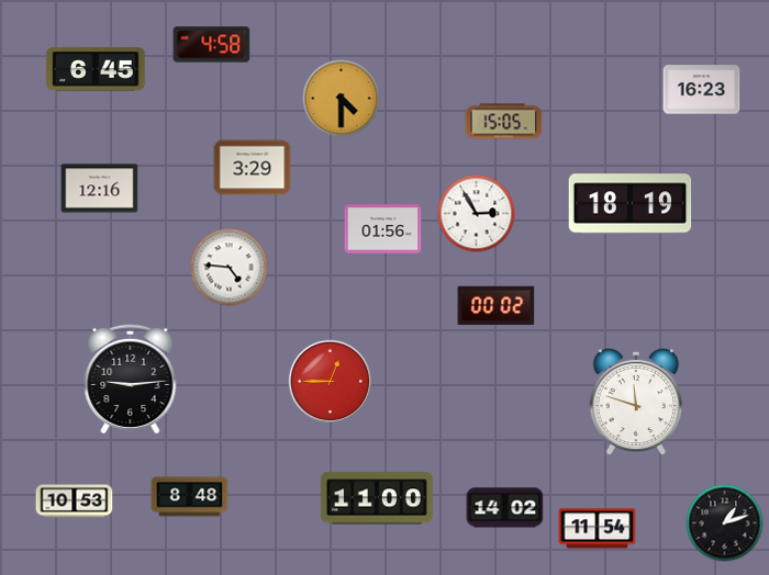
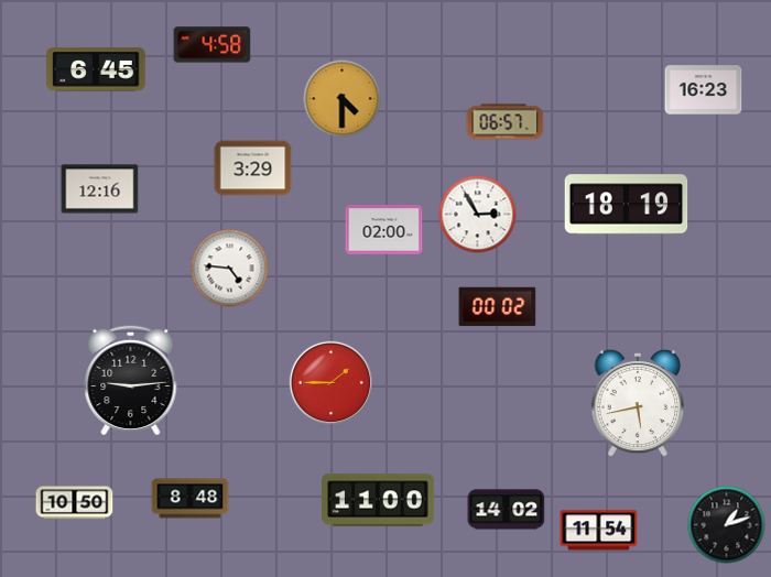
clock at (504, 122): 15:05 -> 06:57
clock at (631, 204) position: (631, 204) -> (627, 205)
clock at (383, 229): 01:56 -> 02:00
clock at (330, 381): 12:45 -> 1:45
clock at (636, 402): 11:48 -> 5:43
clock at (75, 501): 10:53 -> 10:50
